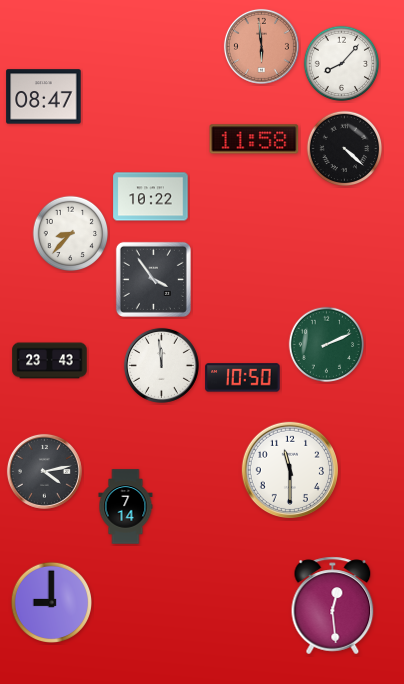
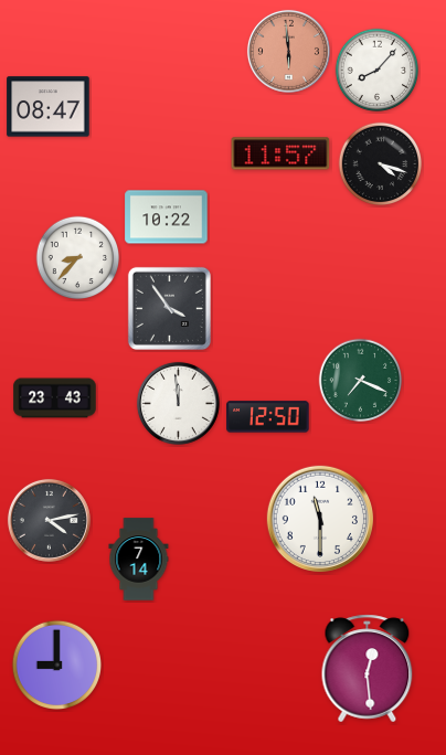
clock at (254, 139): 11:58 -> 11:57
clock at (345, 149): 4:22 -> 4:18
clock at (327, 345): 2:11 -> 7:19
clock at (243, 378): 10:50 -> 12:50
